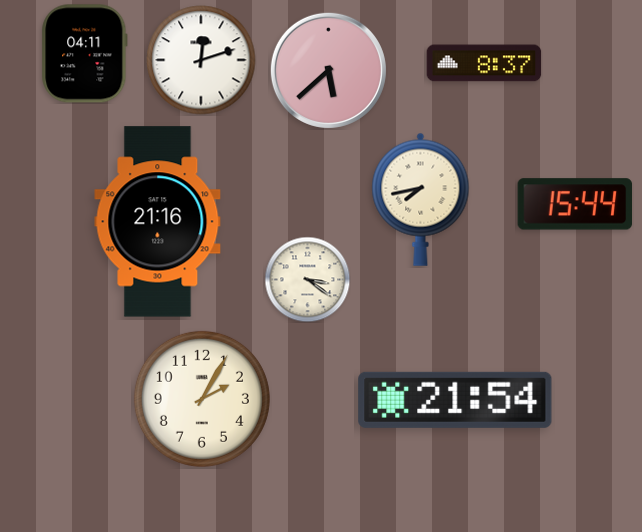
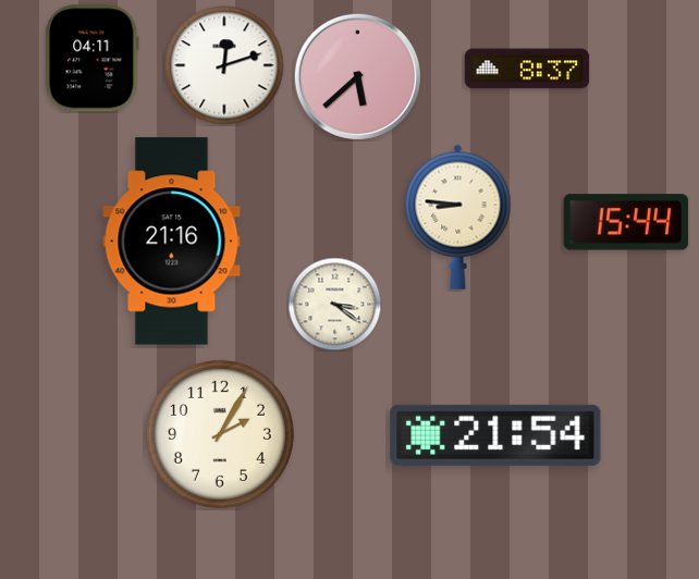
clock at (201, 60) position: (201, 60) -> (224, 65)
clock at (421, 199): 7:43 -> 8:46
